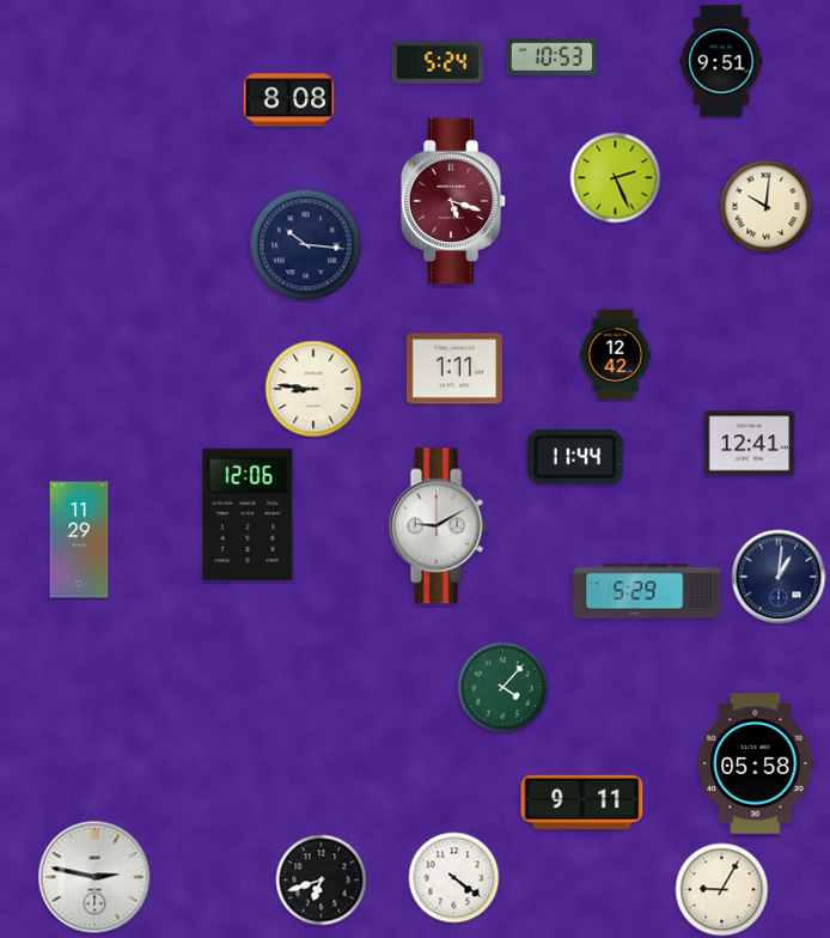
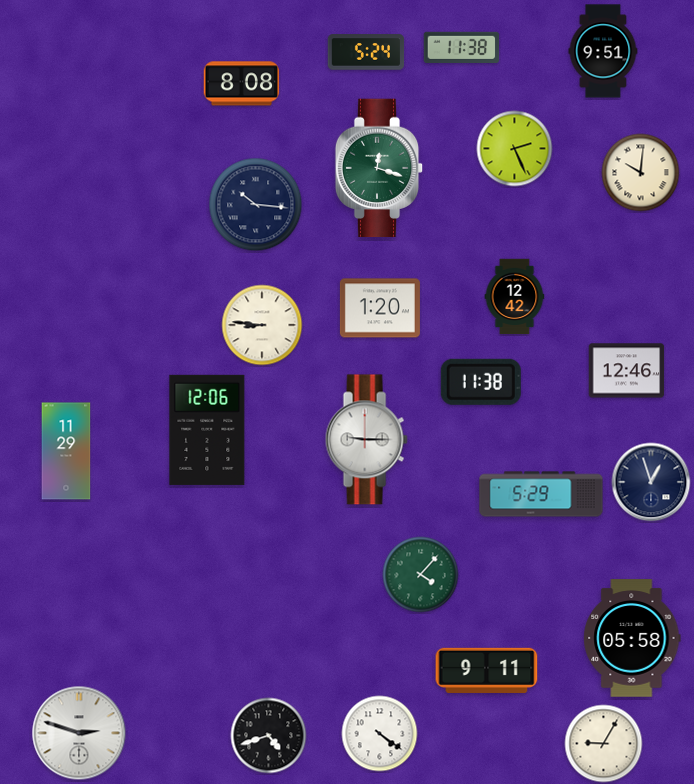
clock at (553, 56): 10:53 -> 11:38
clock at (453, 201): 5:18 -> 12:18
clock at (453, 201) dial: burgundy -> green
clock at (454, 368): 1:11 -> 1:20
clock at (750, 444): 12:41 -> 12:46
clock at (575, 457): 11:44 -> 11:38
clock at (438, 526): 9:10 -> 9:15
clock at (779, 577): 1:01 -> 12:57
clock at (94, 877): 2:47 -> 2:48
clock at (322, 881): 6:42 -> 4:42
